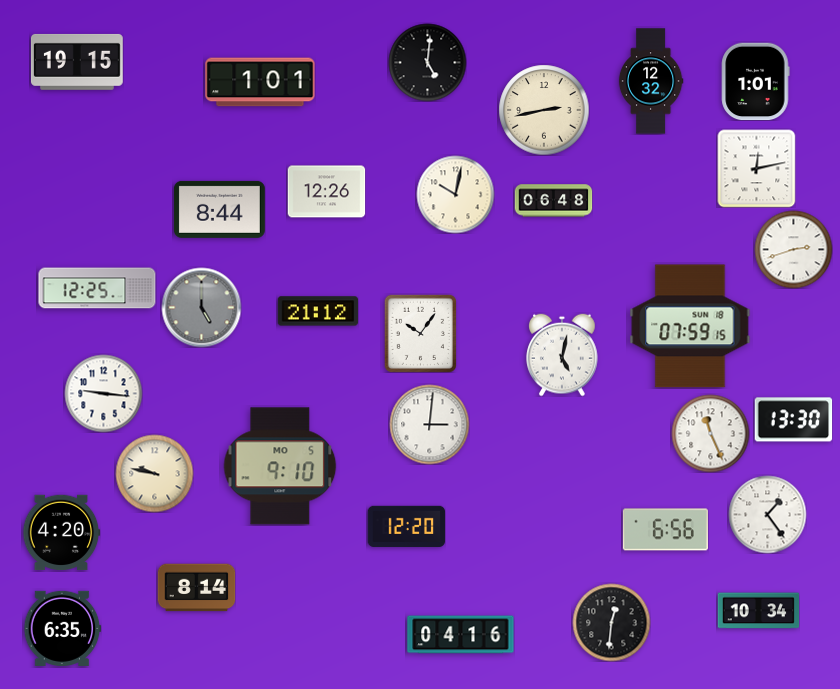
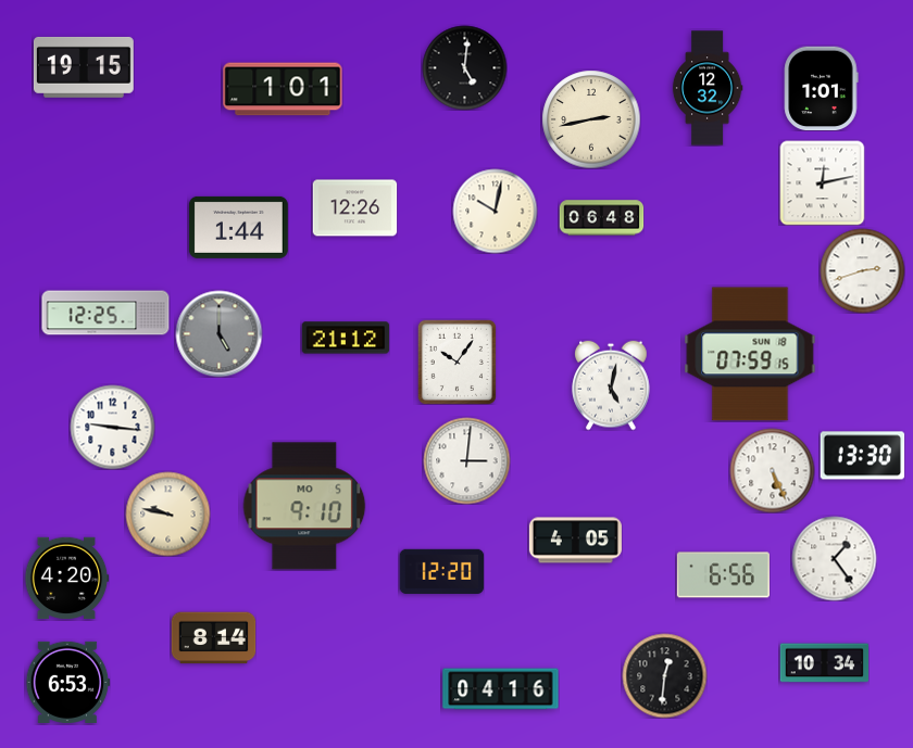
clock at (219, 209): 8:44 -> 1:44
clock at (710, 433): 11:26 -> 5:26
clock at (575, 541): none -> 4:05
clock at (62, 628): 6:35 -> 6:53
